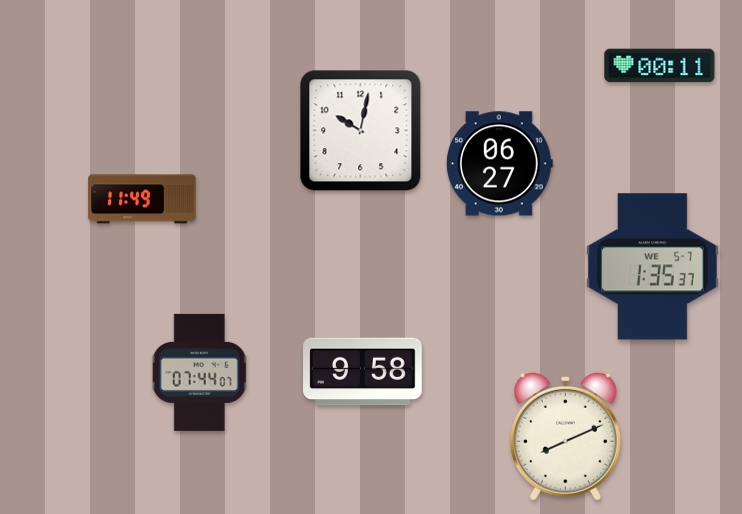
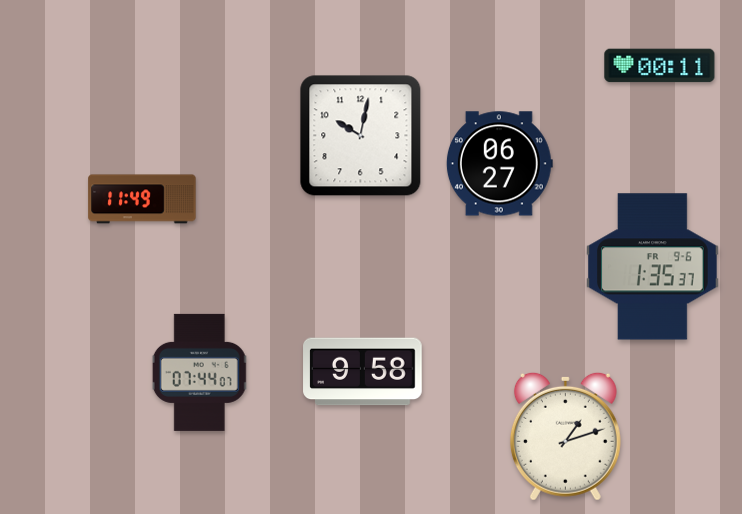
clock at (361, 131) position: (361, 131) -> (361, 136)
clock at (653, 267) date: WE 5-7 -> FR 9-6
clock at (565, 436): 8:11 -> 1:12
